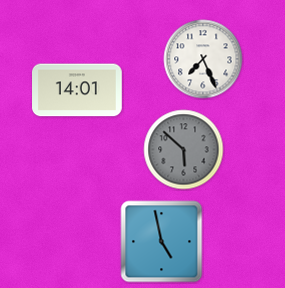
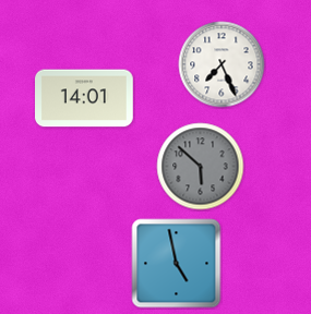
clock at (184, 150) position: (184, 150) -> (201, 167)
